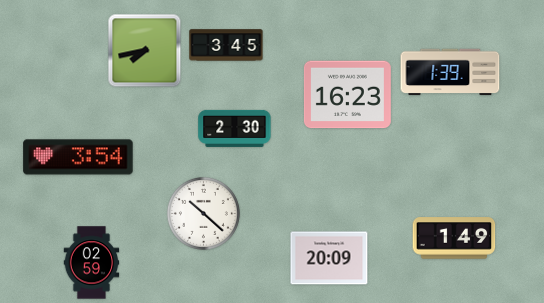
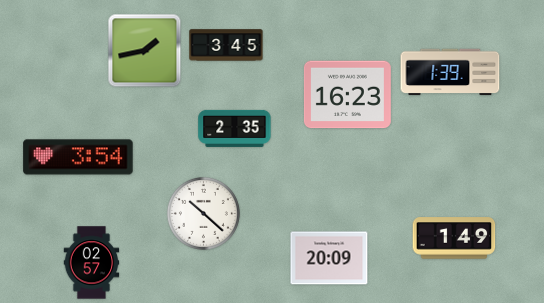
clock at (145, 51): 7:43 -> 1:43
clock at (235, 128): 2:30 -> 2:35
clock at (92, 263): 02:59 -> 02:57
